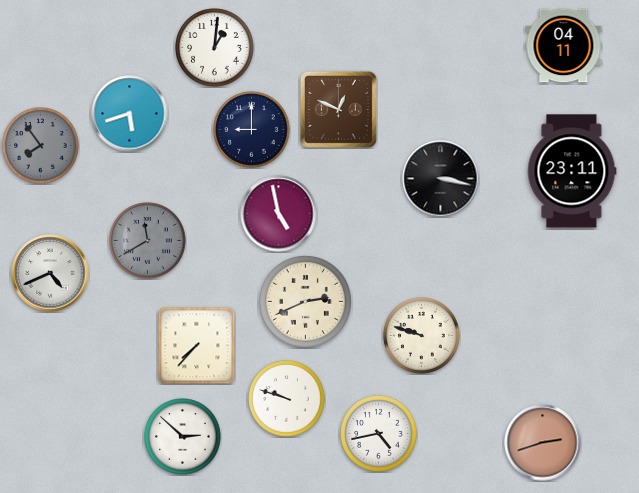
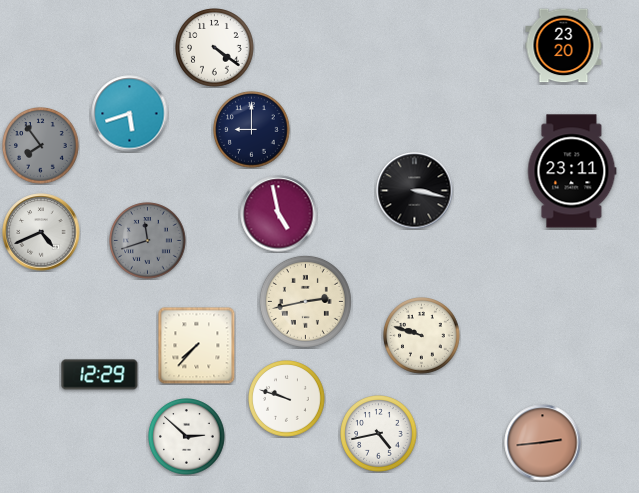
clock at (564, 46): 04:11 -> 23:20
clock at (215, 48): 1:01 -> 4:21
clock at (338, 109): 12:49 -> none
clock at (441, 179) position: (441, 179) -> (415, 191)
clock at (148, 241): 11:40 -> 11:42
clock at (50, 273) position: (50, 273) -> (41, 232)
clock at (305, 301): 2:41 -> 2:43
clock at (100, 375): none -> 12:29
clock at (183, 437) position: (183, 437) -> (187, 437)
clock at (543, 443): 2:42 -> 2:44
